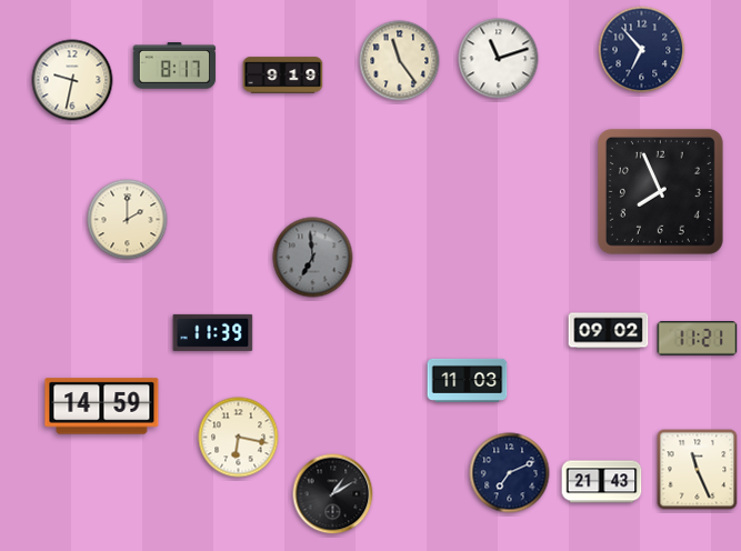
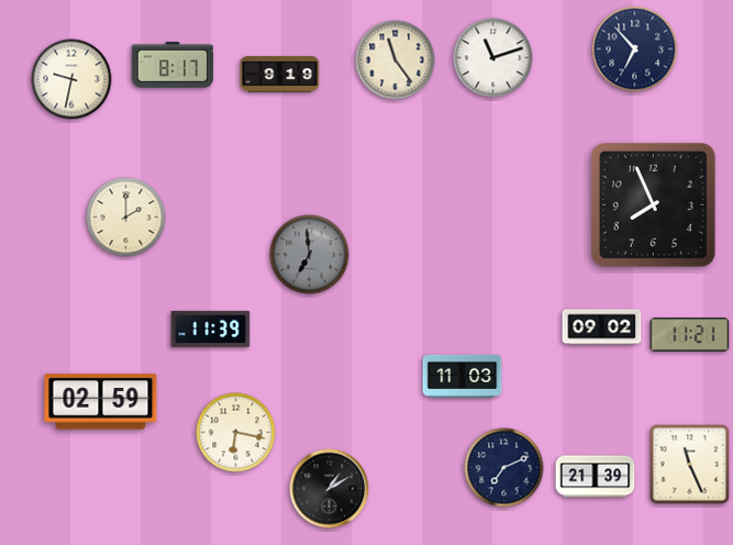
clock at (660, 191) position: (660, 191) -> (653, 204)
clock at (102, 407): 14:59 -> 02:59
clock at (602, 482): 21:43 -> 21:39
